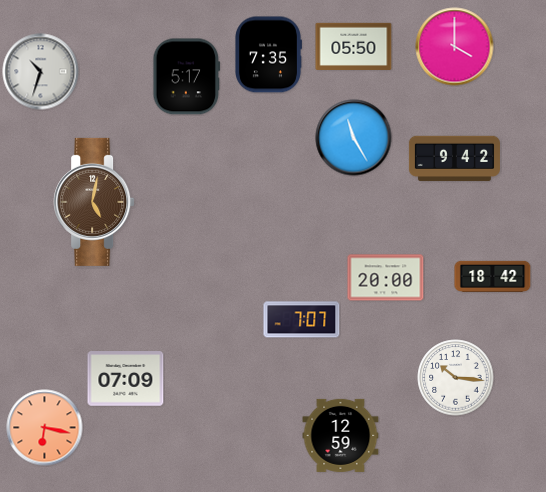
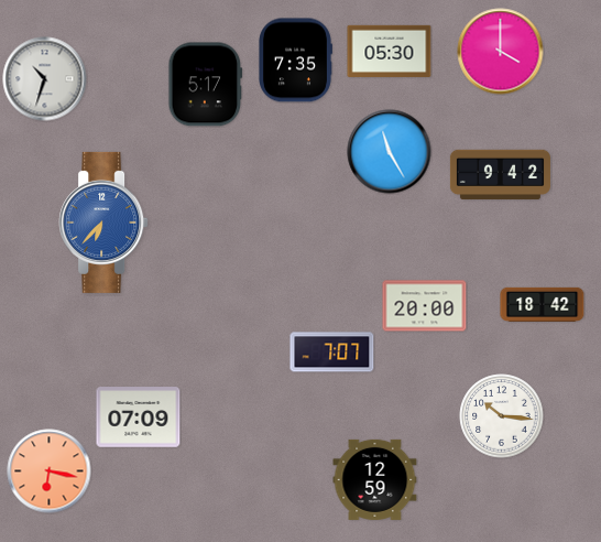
clock at (354, 46): 05:50 -> 05:30
clock at (94, 202): 5:02 -> 6:37
clock at (94, 202) dial: brown -> blue
